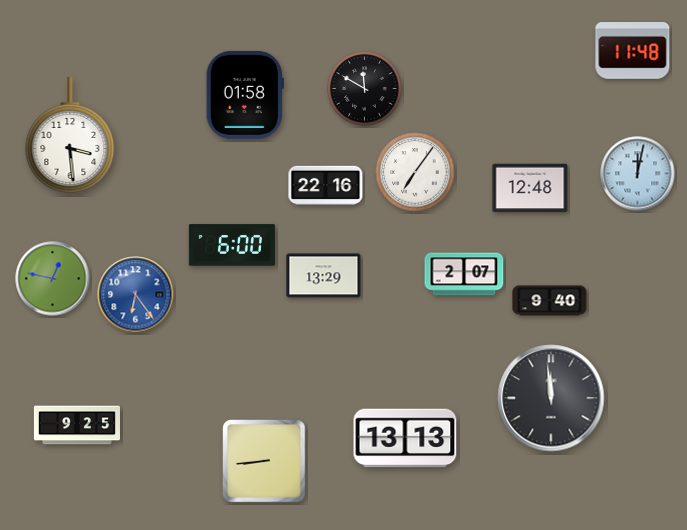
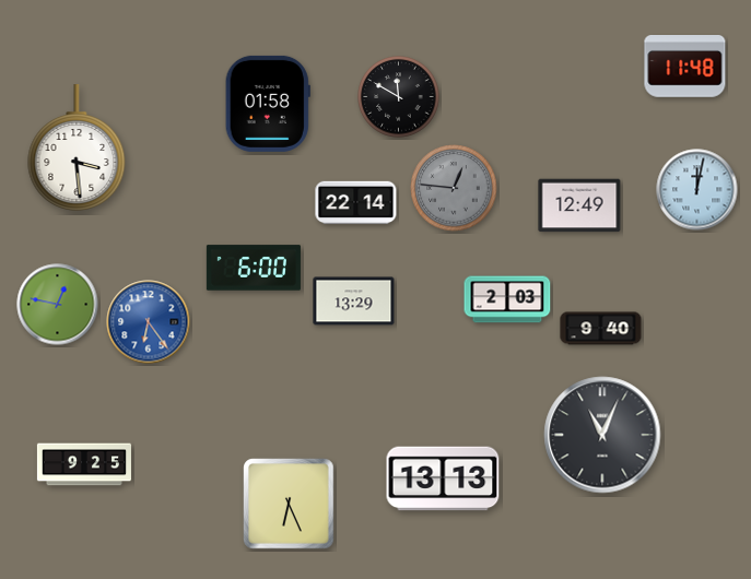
clock at (633, 51) position: (633, 51) -> (685, 67)
clock at (415, 172): 7:06 -> 12:46
clock at (415, 172) dial: white -> grey
clock at (326, 186): 22:16 -> 22:14
clock at (530, 188): 12:48 -> 12:49
clock at (464, 274): 2:07 -> 2:03
clock at (551, 398): 11:59 -> 11:04
clock at (264, 461): 8:44 -> 6:26
